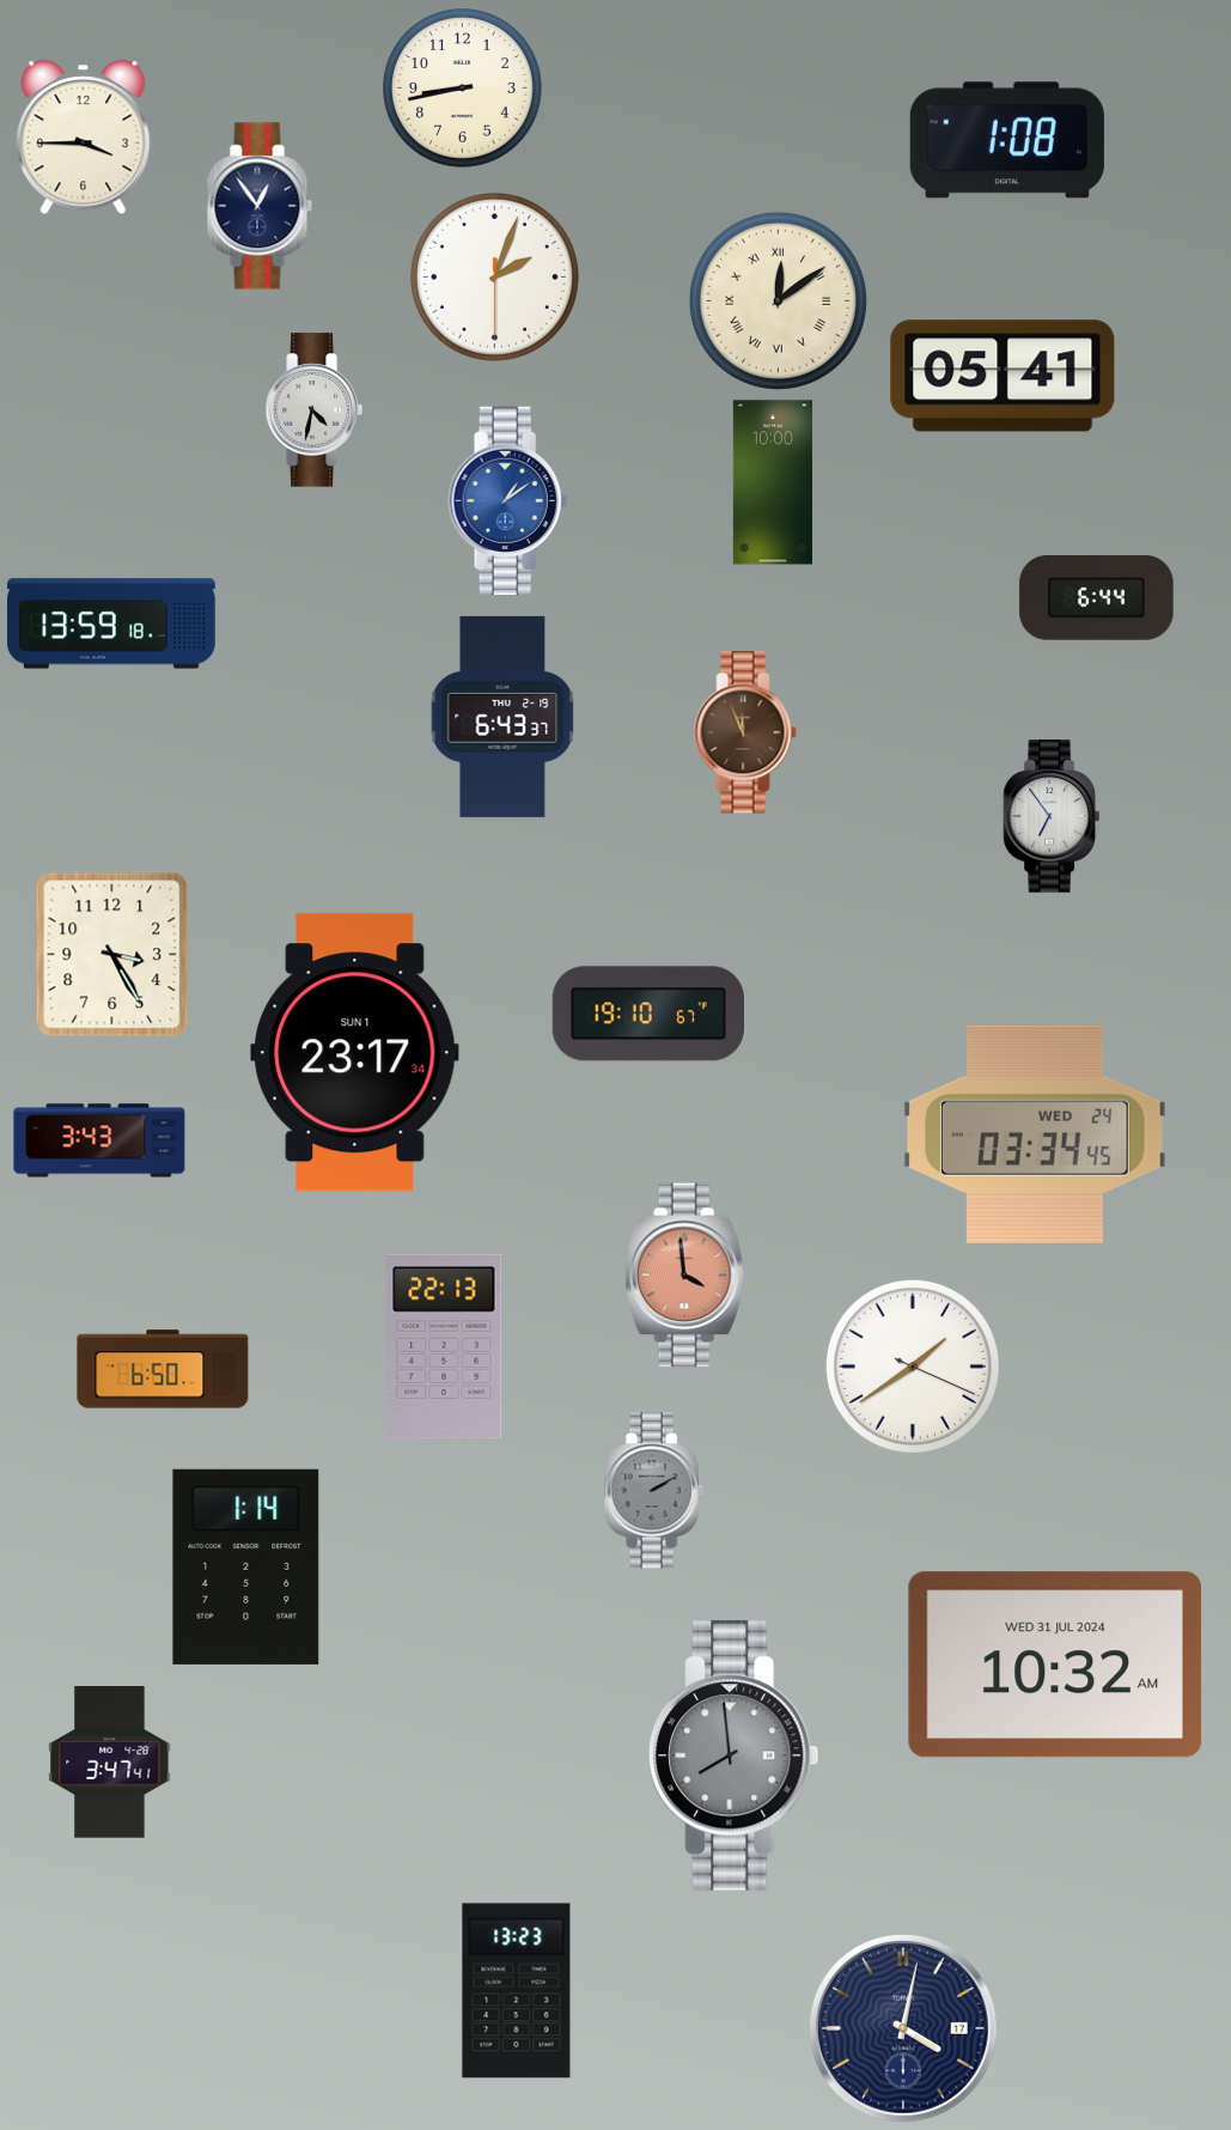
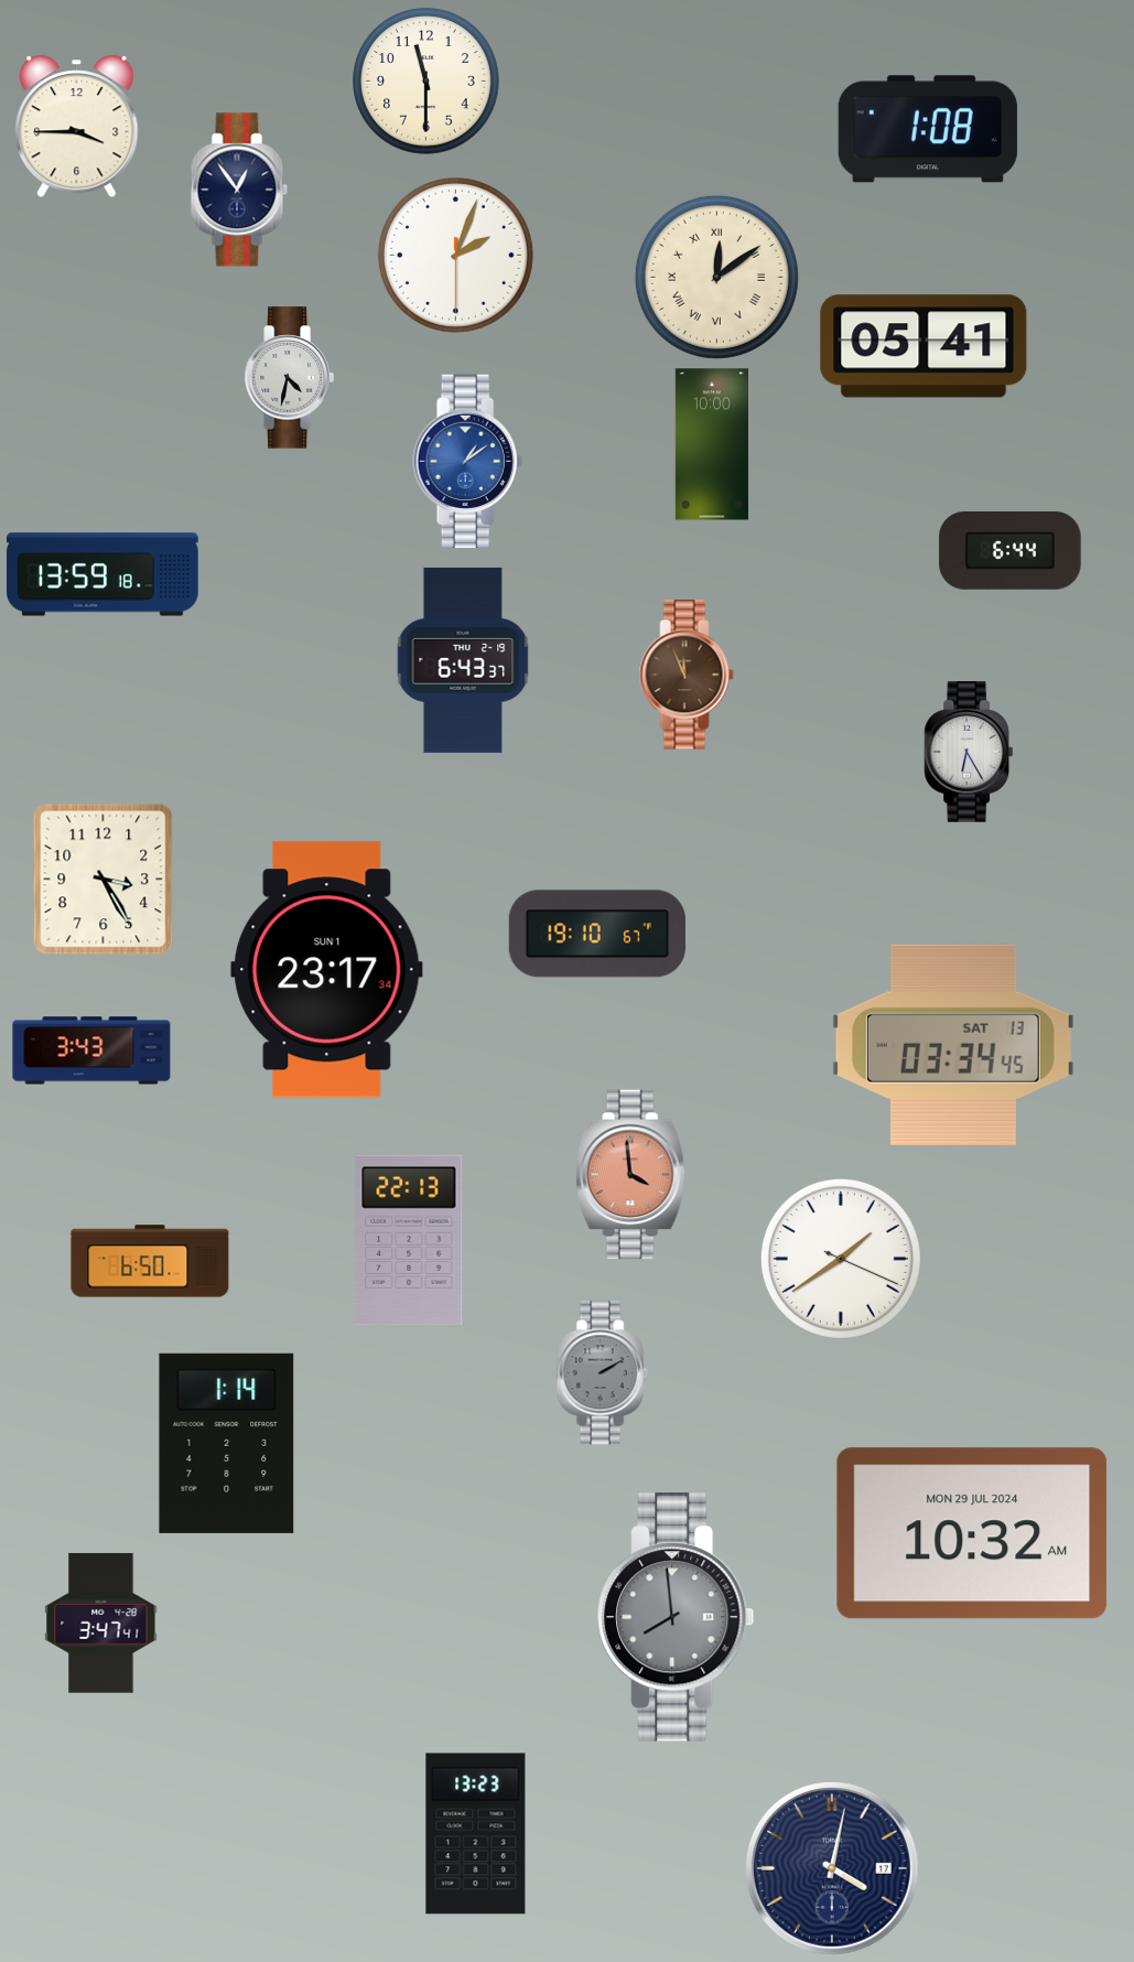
clock at (463, 89): 8:43 -> 11:30
clock at (1050, 816): 6:54 -> 6:25
clock at (1035, 1134) date: WED 24 -> SAT 13
clock at (1055, 1665) date: WED 31 JUL 2024 -> MON 29 JUL 2024
